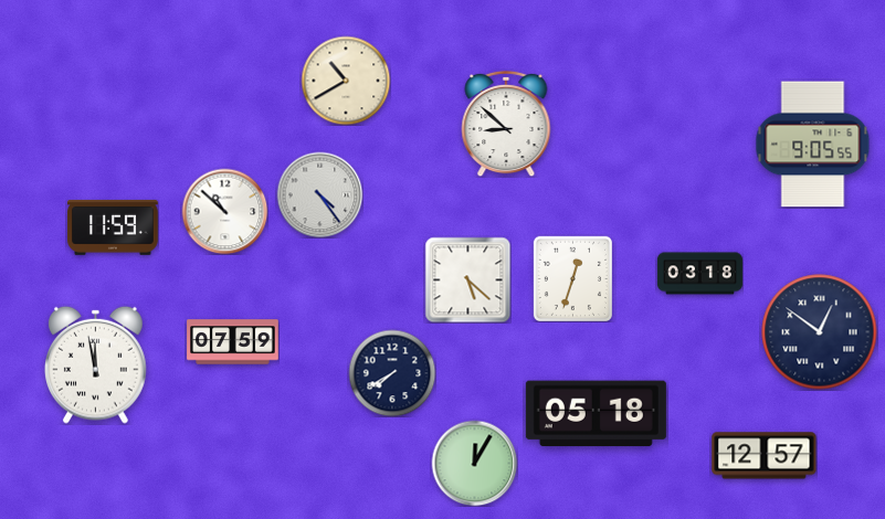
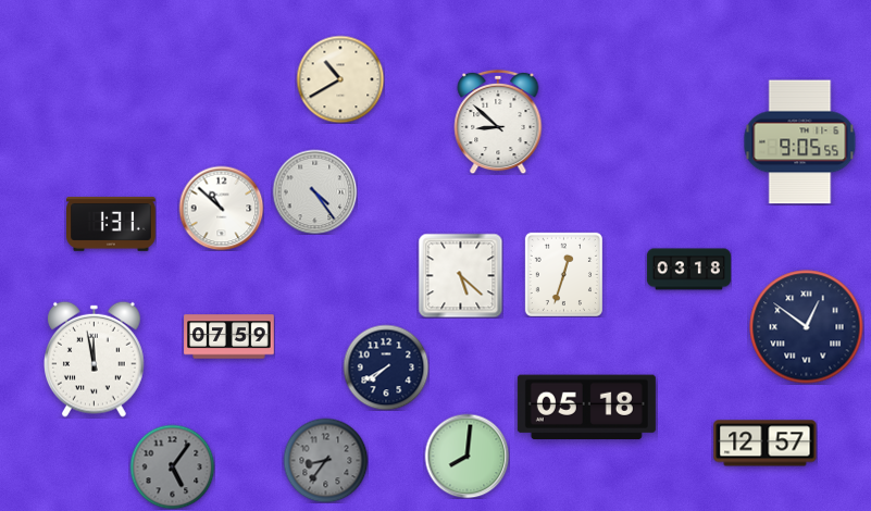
clock at (114, 227): 11:59 -> 1:31
clock at (765, 456) position: (765, 456) -> (766, 444)
clock at (474, 463): 12:05 -> 8:01
clock at (325, 460): none -> 8:36
clock at (172, 466): none -> 5:06
